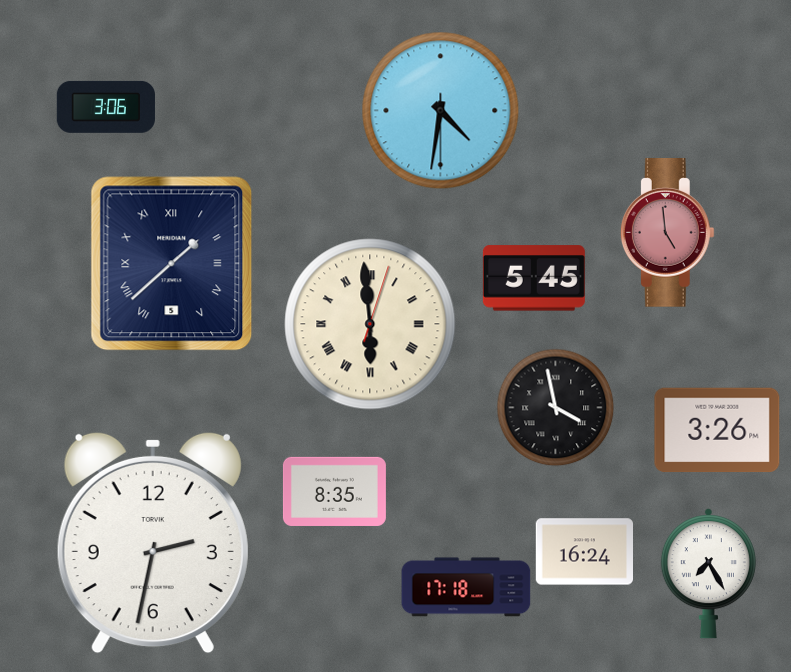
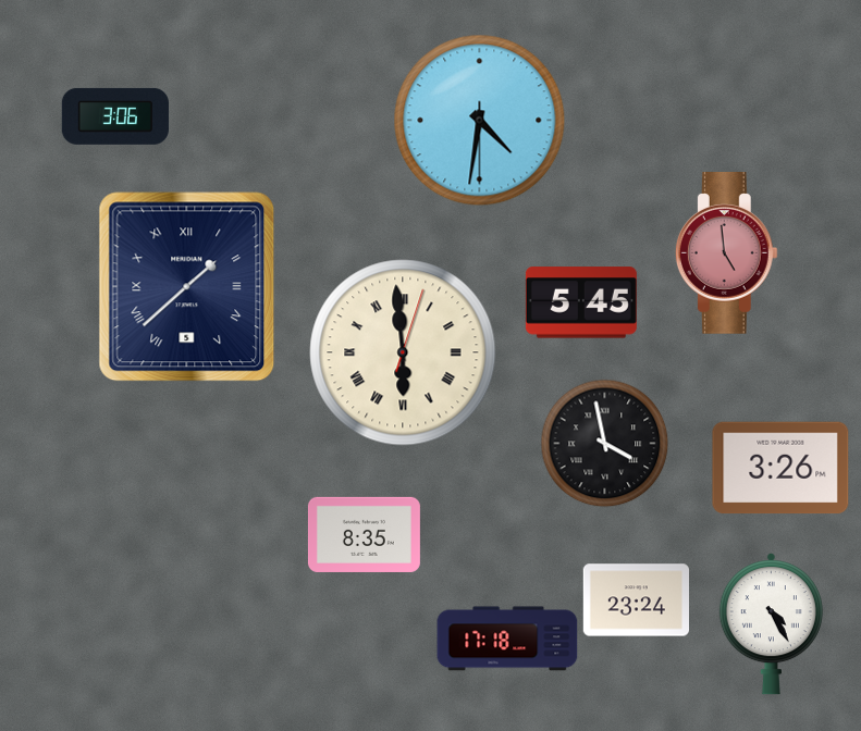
clock at (153, 543): 2:32 -> none
clock at (584, 552): 16:24 -> 23:24
clock at (708, 574): 7:25 -> 4:25
